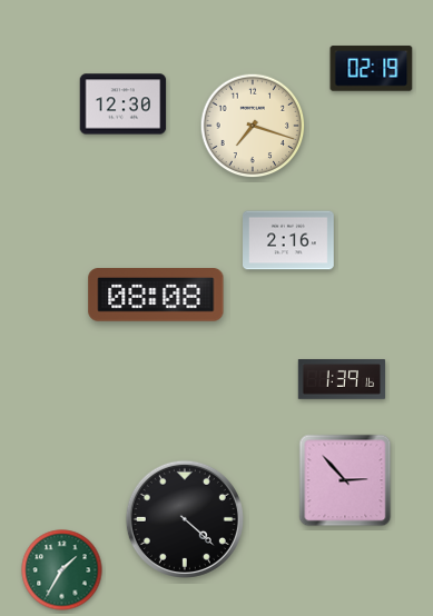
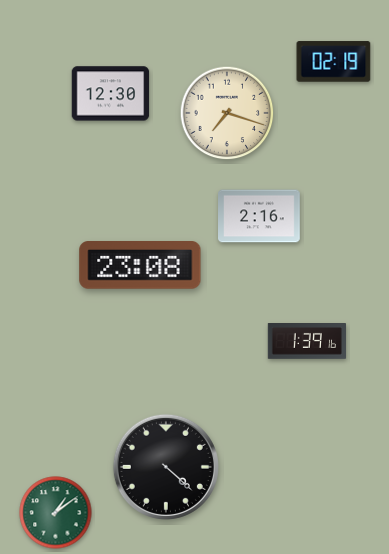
clock at (156, 296): 08:08 -> 23:08
clock at (345, 480): 2:53 -> none
clock at (62, 570): 1:35 -> 1:09
